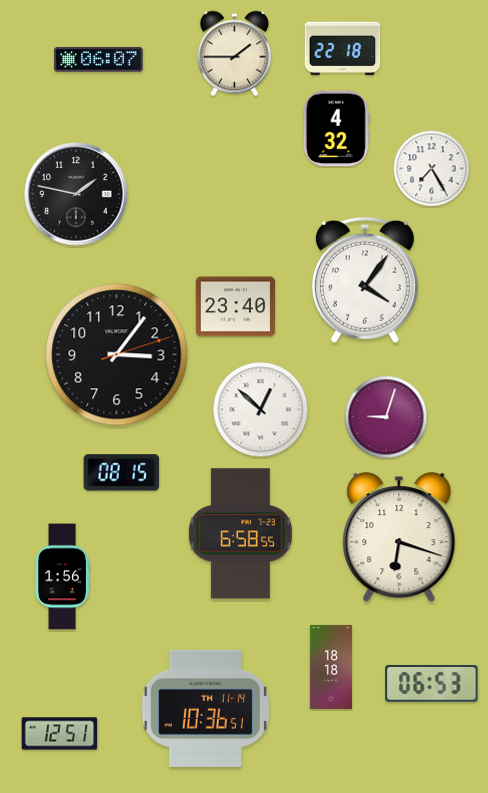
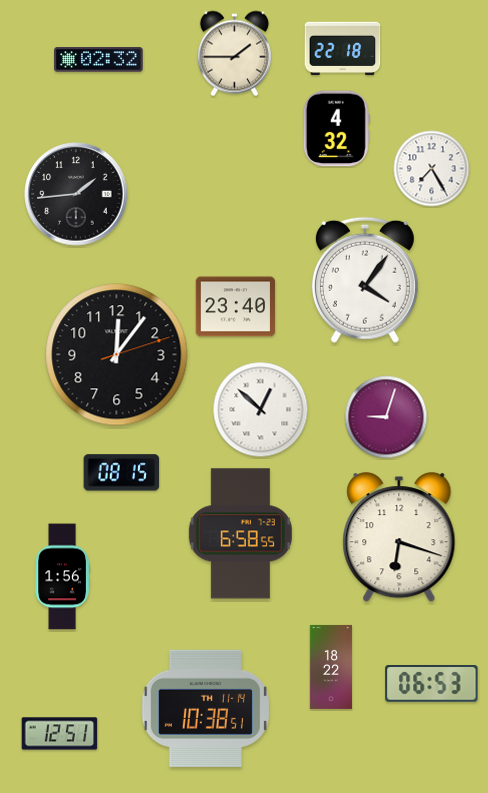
clock at (99, 60): 06:07 -> 02:32
clock at (76, 194): 1:47 -> 1:44
clock at (117, 355): 3:06 -> 12:06
clock at (331, 667): 18:18 -> 18:22
clock at (205, 708): 10:36 -> 10:38
